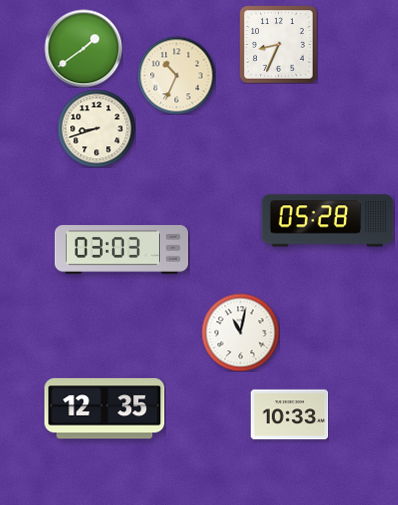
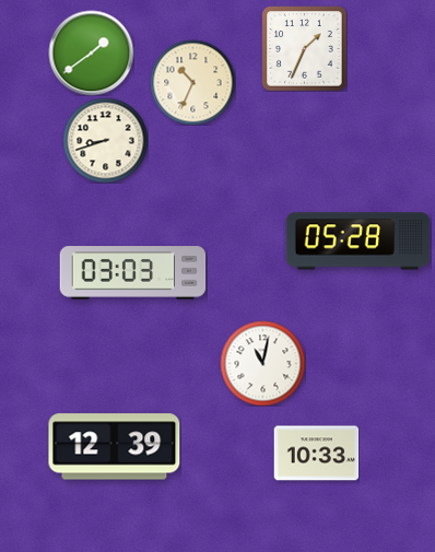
clock at (278, 44): 8:34 -> 1:34
clock at (105, 409): 12:35 -> 12:39
